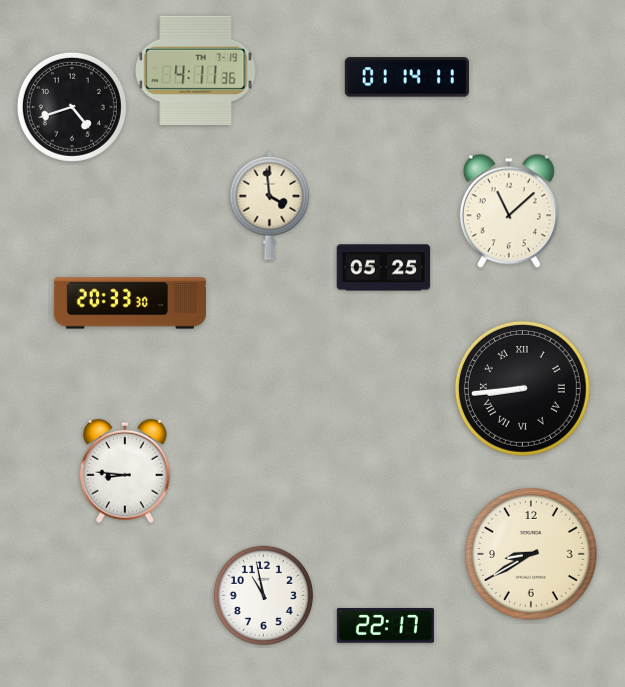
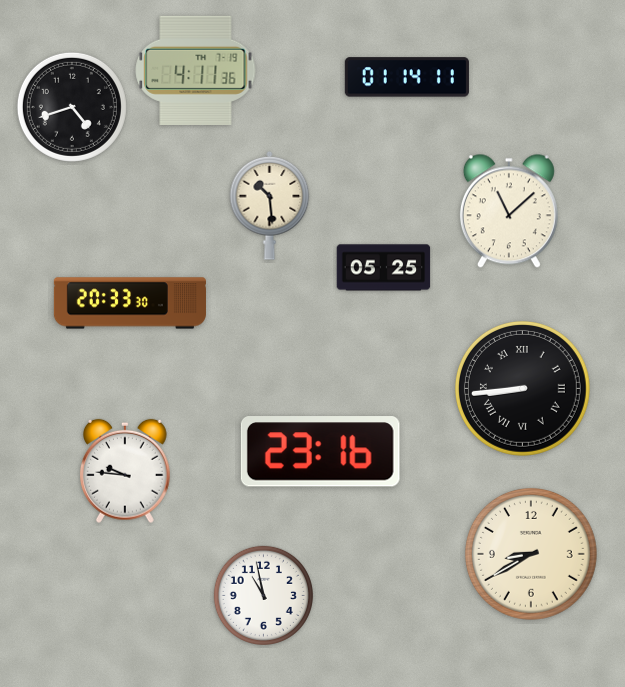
clock at (270, 205): 3:59 -> 10:29
clock at (320, 452): none -> 23:16
clock at (125, 471): 8:46 -> 9:46
clock at (385, 626): 22:17 -> none
